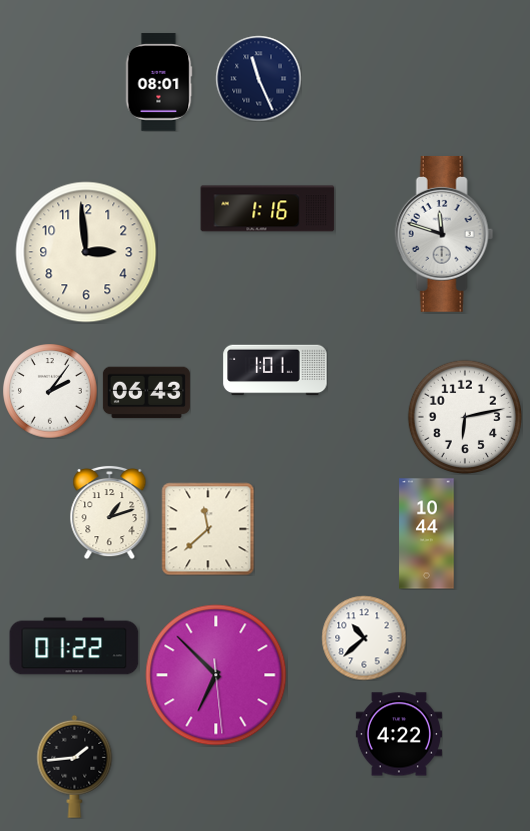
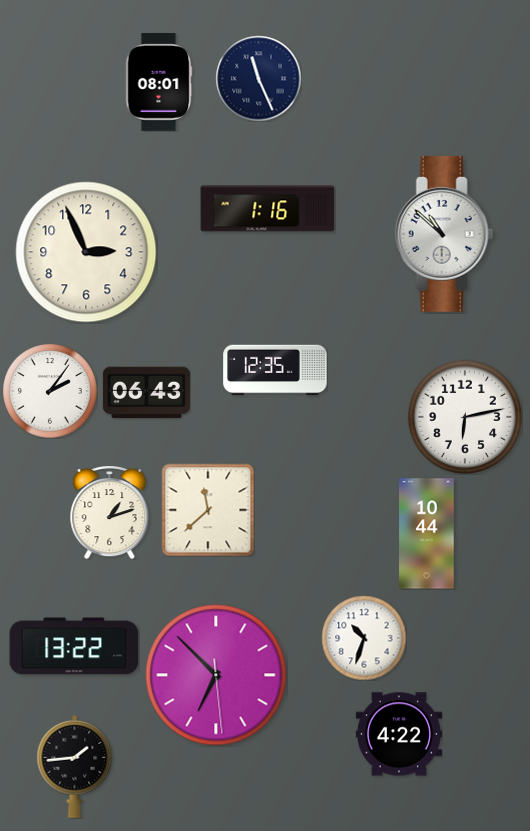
clock at (444, 234): 11:48 -> 10:52
clock at (86, 252): 2:59 -> 2:56
clock at (275, 370): 1:01 -> 12:35
clock at (208, 529) position: (208, 529) -> (208, 510)
clock at (364, 638): 10:38 -> 10:33
clock at (74, 646): 01:22 -> 13:22
